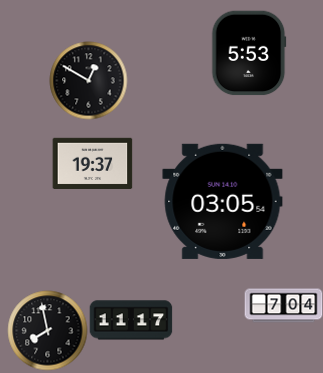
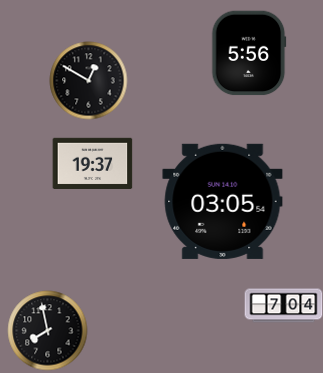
clock at (249, 53): 5:53 -> 5:56
clock at (131, 320): 11:17 -> none
